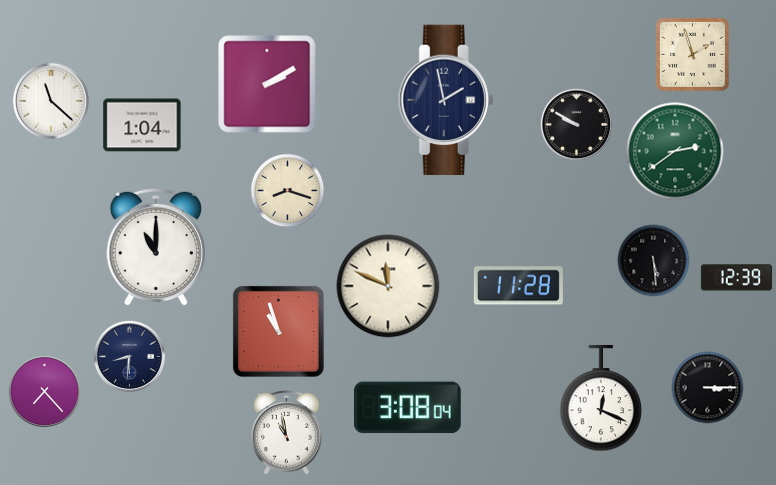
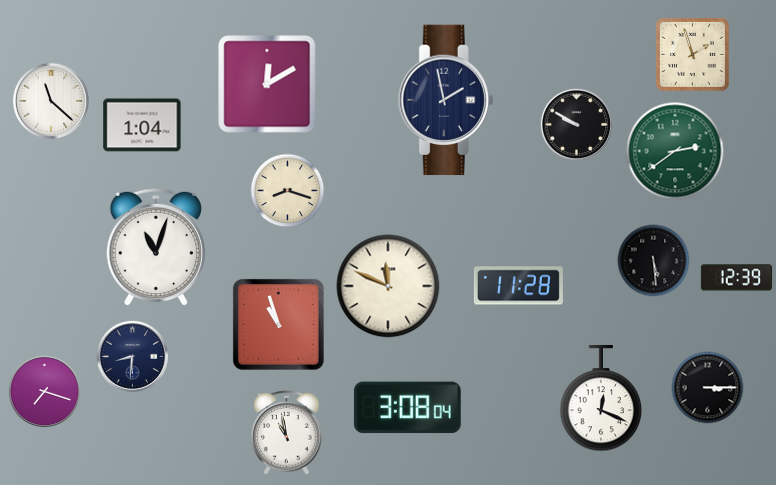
clock at (267, 84): 2:10 -> 12:10
clock at (155, 247): 11:00 -> 11:03
clock at (278, 331) position: (278, 331) -> (278, 324)
clock at (130, 357) position: (130, 357) -> (133, 357)
clock at (45, 392): 7:23 -> 7:18
